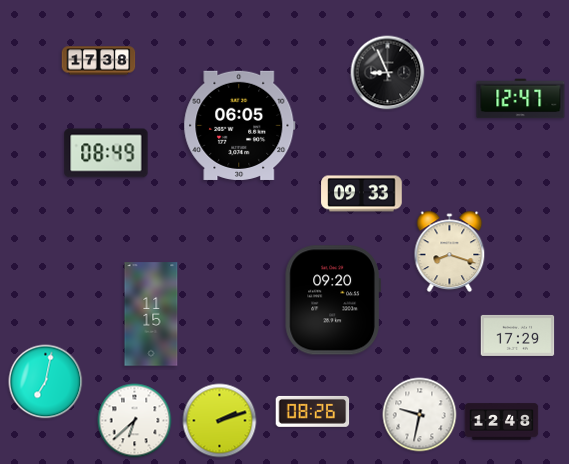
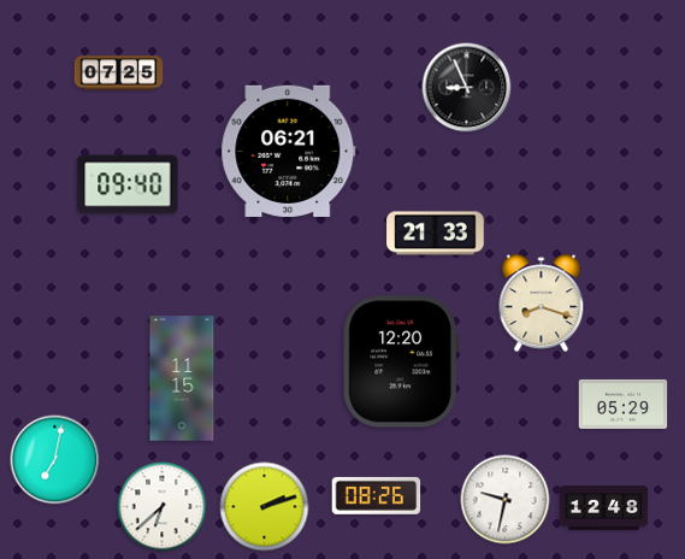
clock at (99, 61): 17:38 -> 07:25
clock at (521, 99): 12:47 -> none
clock at (240, 125): 06:05 -> 06:21
clock at (106, 153): 08:49 -> 09:40
clock at (362, 194): 09:33 -> 21:33
clock at (333, 300): 09:20 -> 12:20
clock at (518, 335): 17:29 -> 05:29
